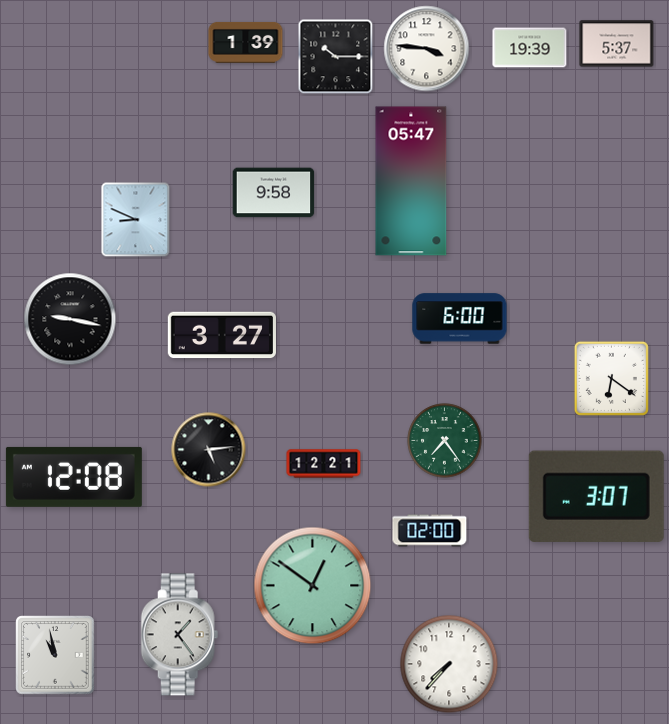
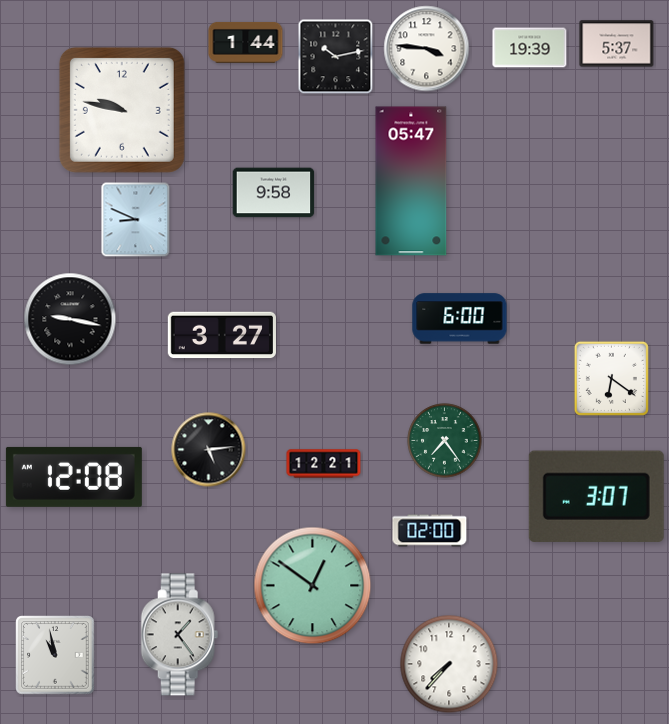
clock at (246, 42): 1:39 -> 1:44
clock at (336, 57): 10:15 -> 10:13
clock at (122, 110): none -> 9:47
